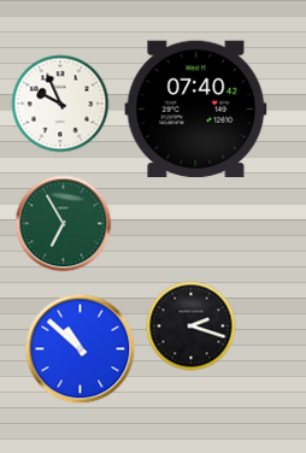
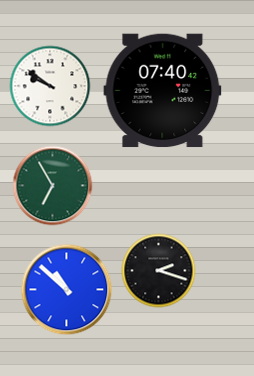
clock at (60, 104): 9:56 -> 9:51
